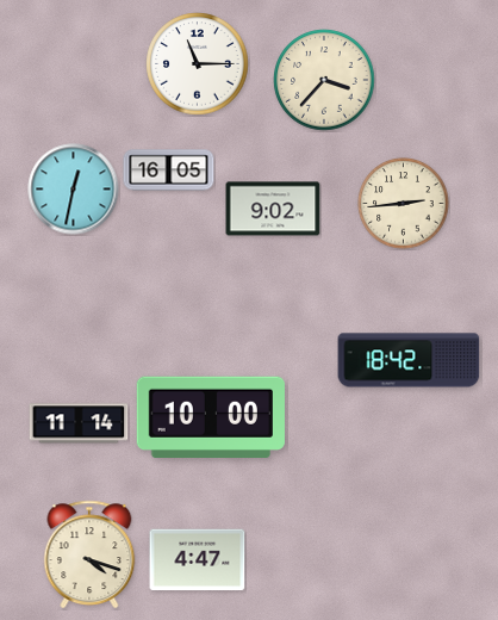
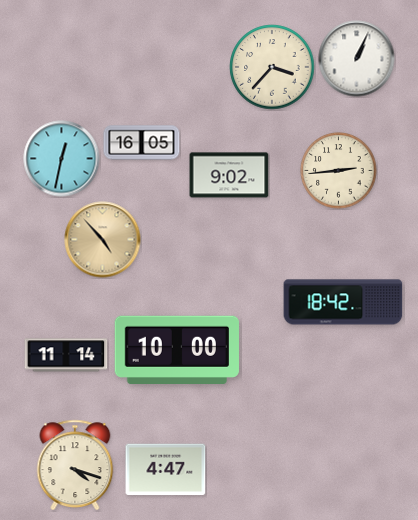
clock at (198, 64): 11:15 -> none
clock at (357, 59): none -> 1:04
clock at (103, 240): none -> 4:53
